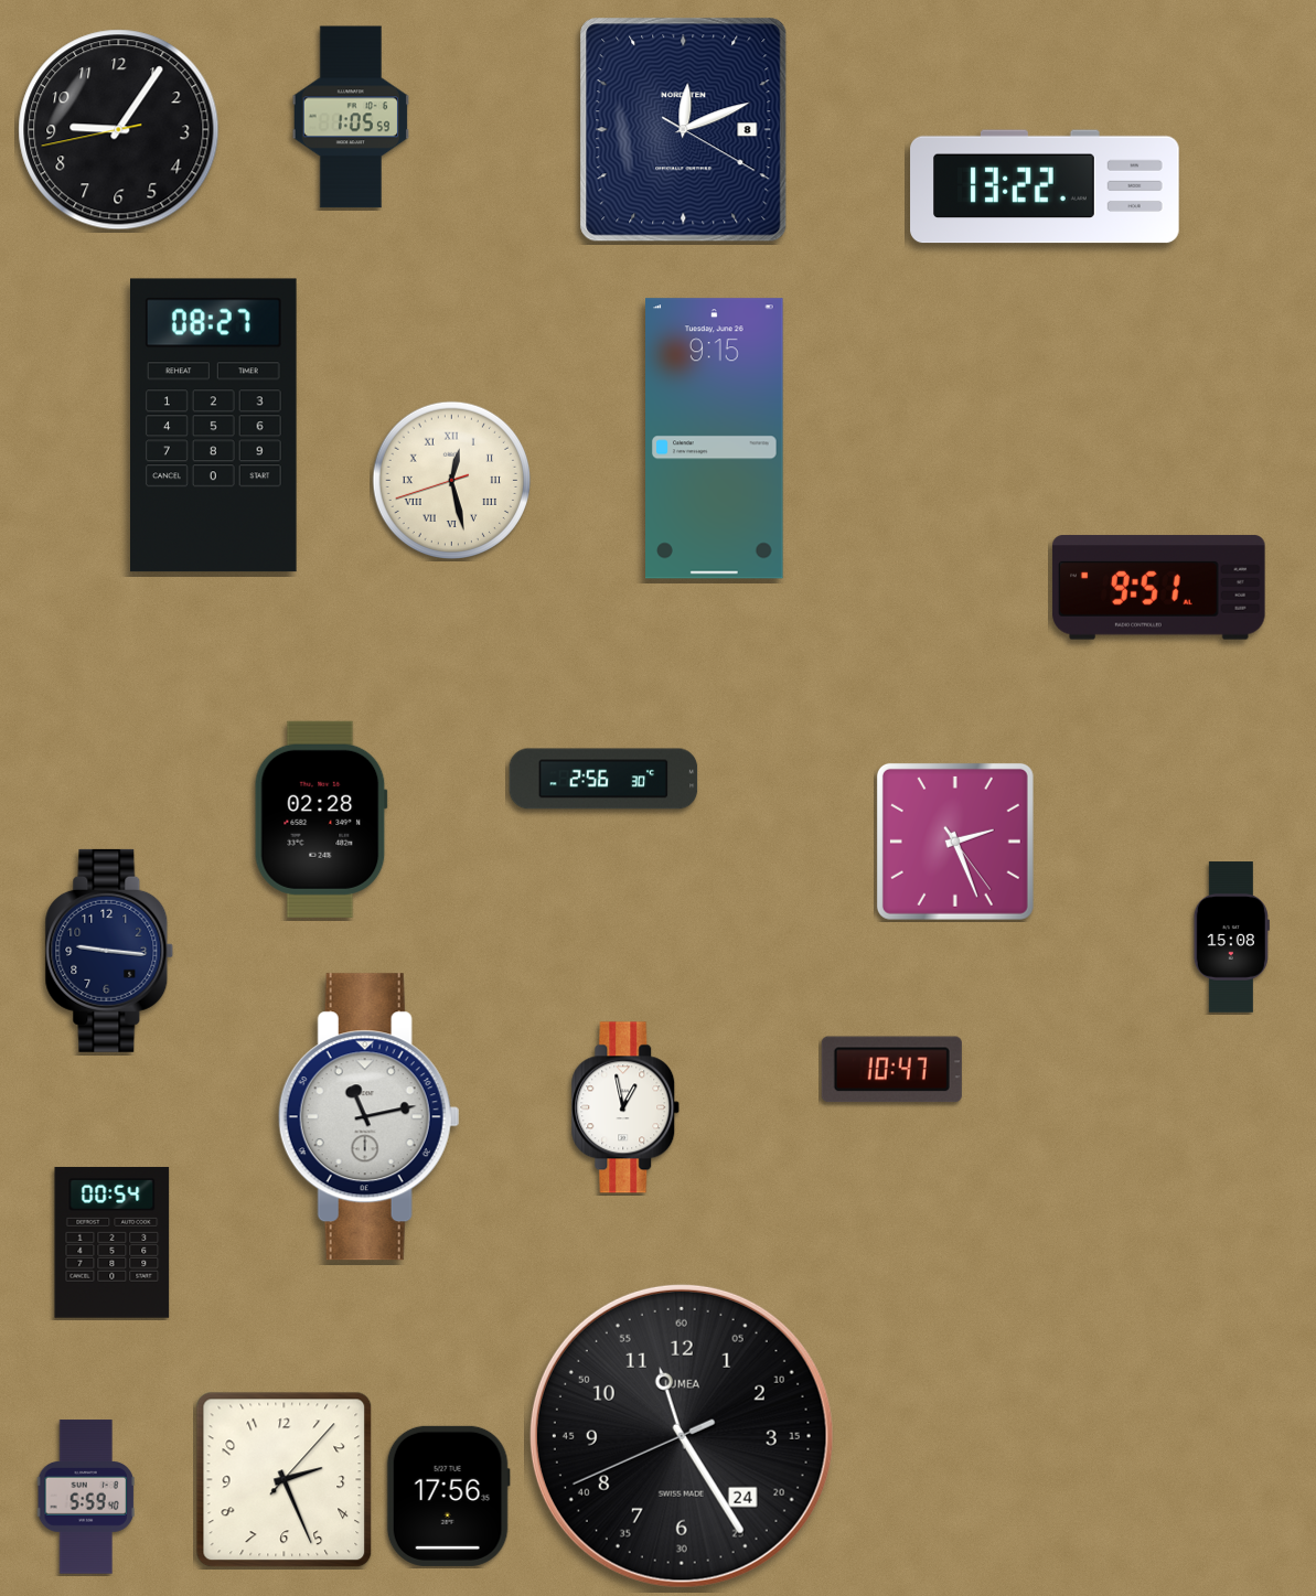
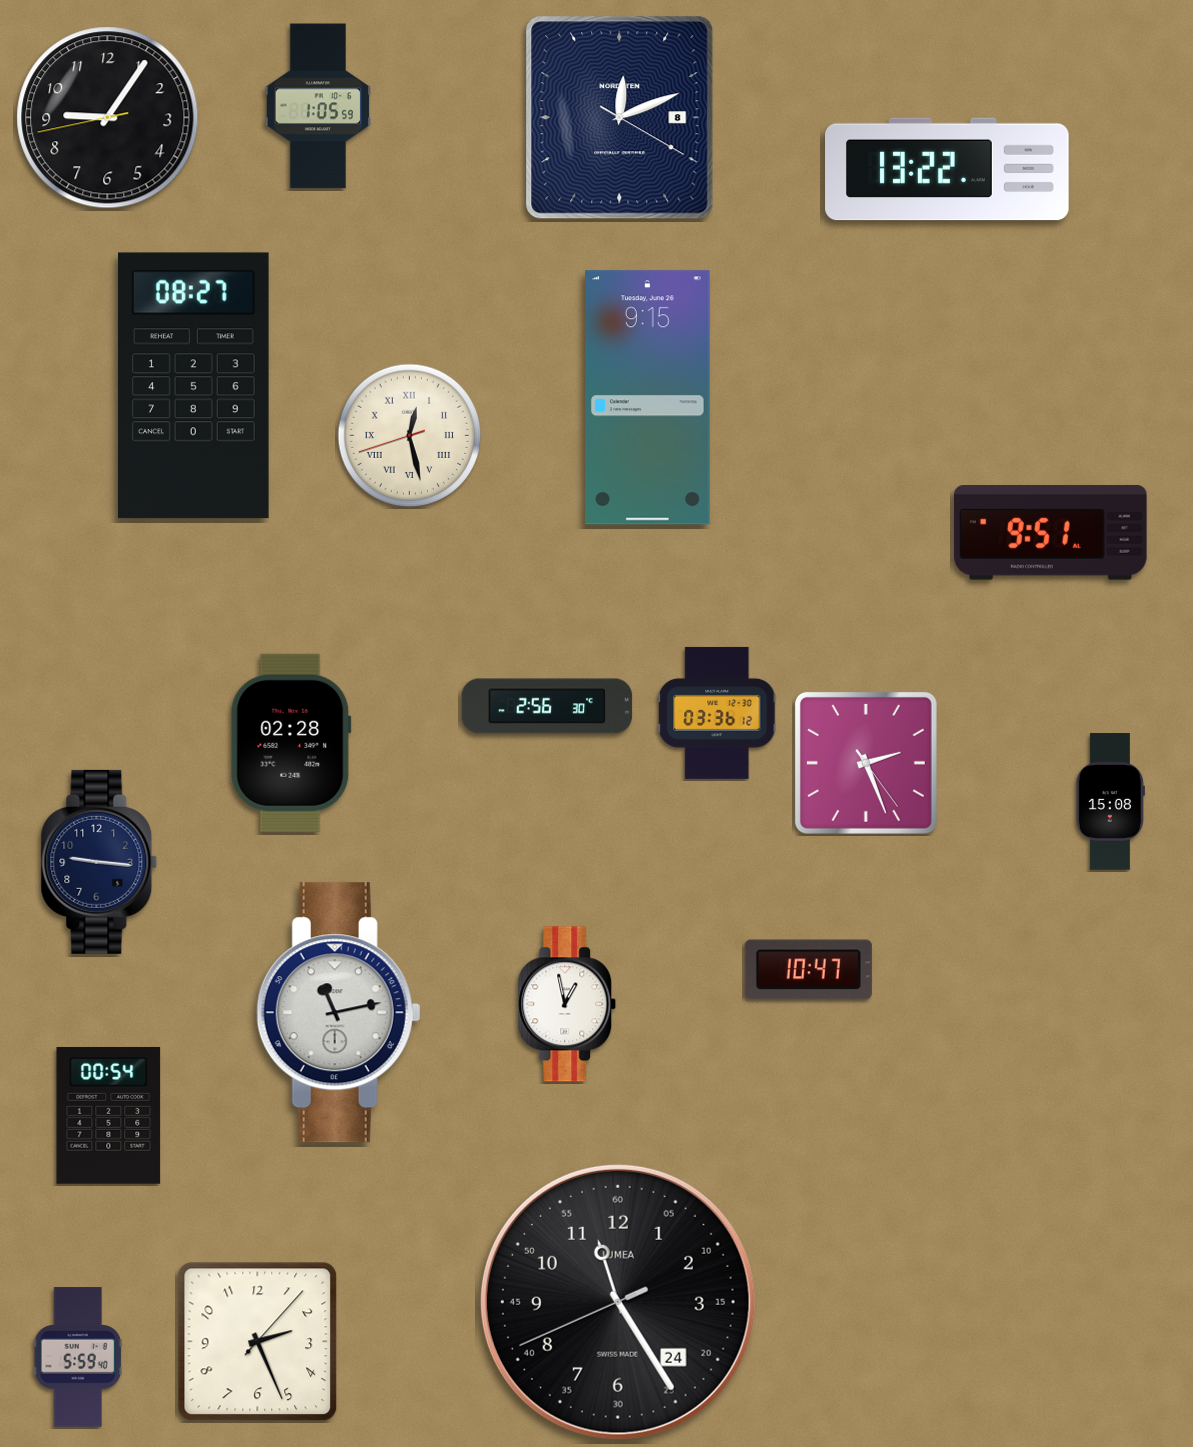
clock at (717, 713): none -> 03:36
clock at (1231, 938) position: (1231, 938) -> (1110, 802)
clock at (368, 1117) position: (368, 1117) -> (338, 1013)
clock at (113, 1242) position: (113, 1242) -> (109, 1115)
clock at (448, 1496): 17:56 -> none
